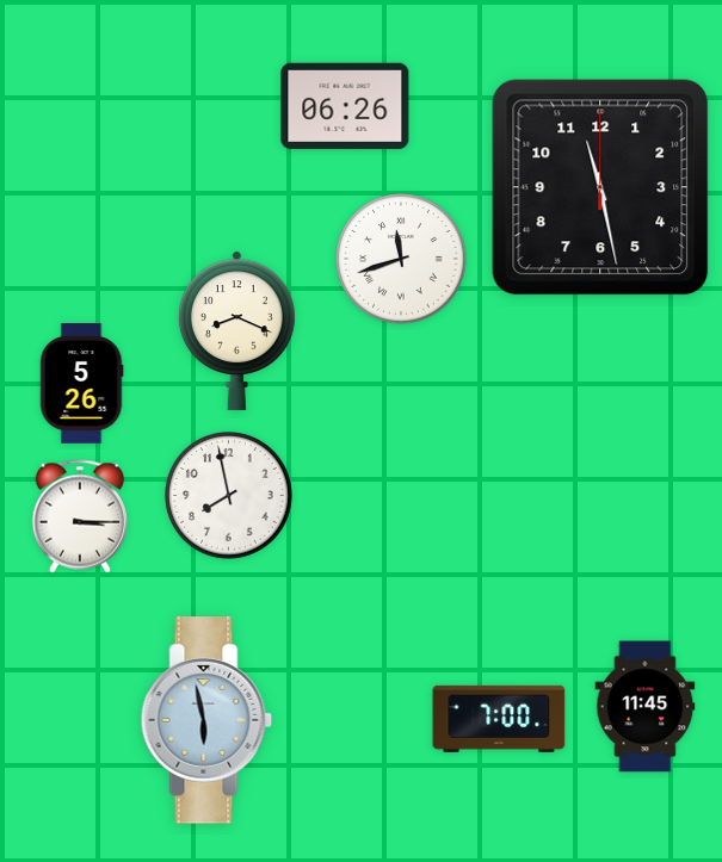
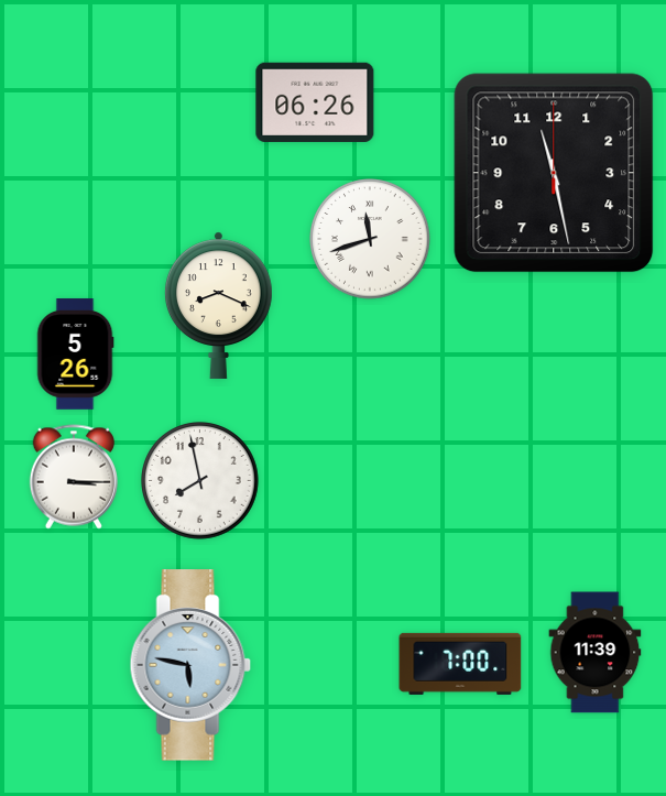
clock at (345, 106) position: (345, 106) -> (315, 102)
clock at (229, 496) position: (229, 496) -> (200, 481)
clock at (646, 707): 11:45 -> 11:39
clock at (206, 720): 5:58 -> 5:47
